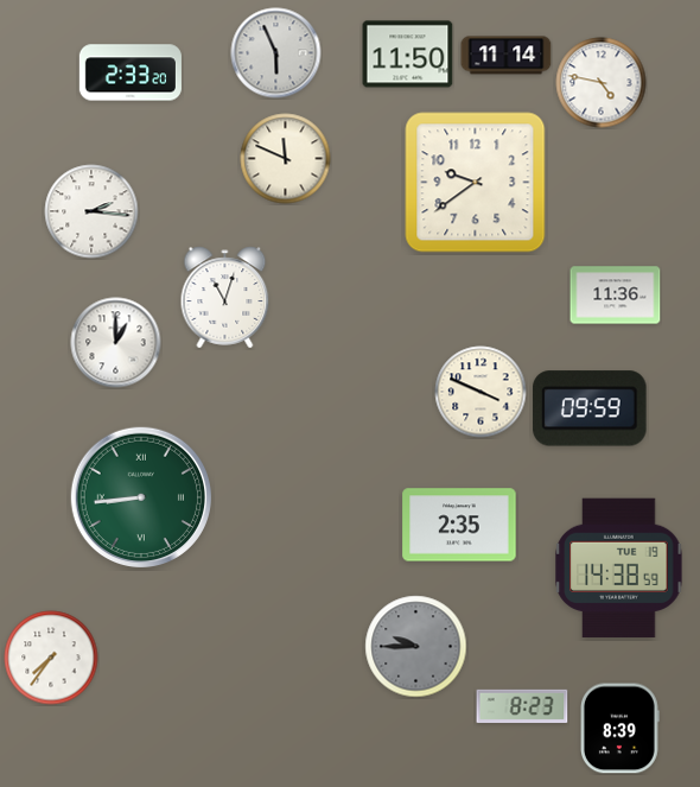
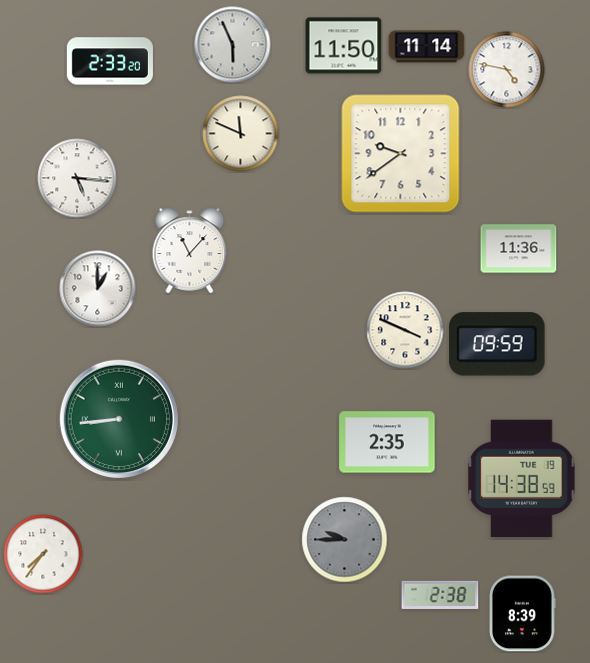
clock at (91, 211): 2:16 -> 5:16
clock at (225, 298): 11:03 -> 11:07
clock at (416, 647) position: (416, 647) -> (345, 540)
clock at (522, 706): 8:23 -> 2:38
